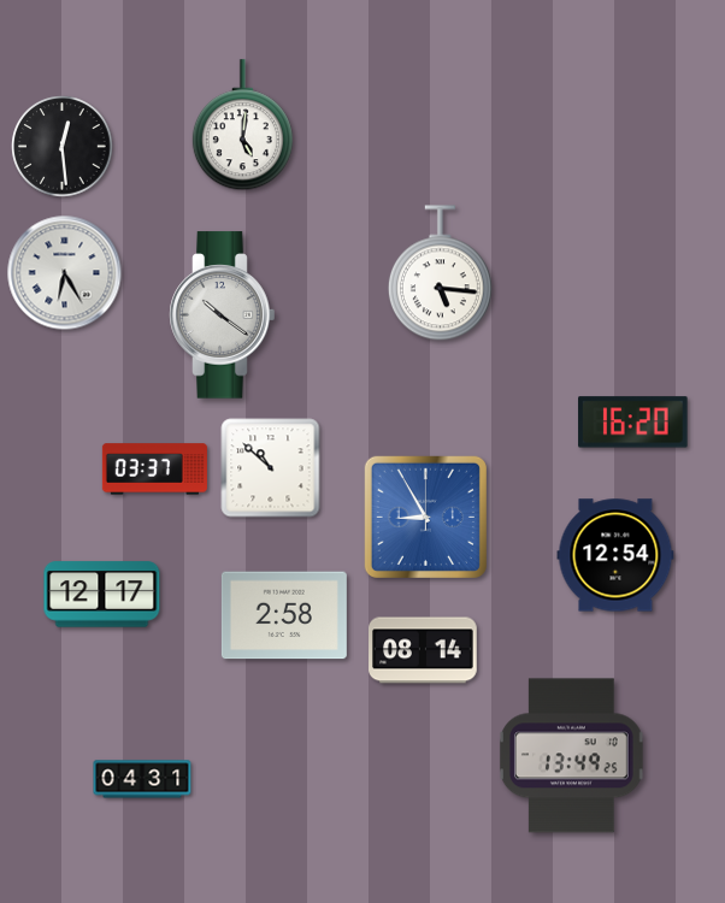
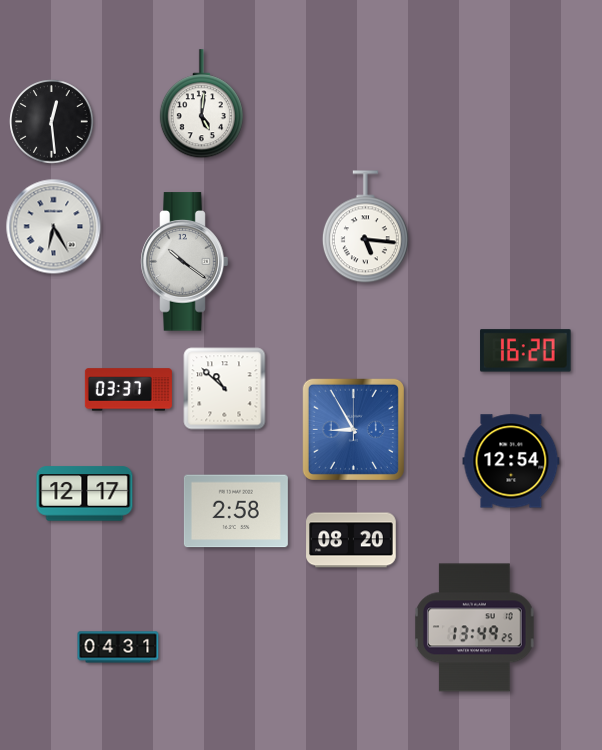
clock at (423, 650): 08:14 -> 08:20
